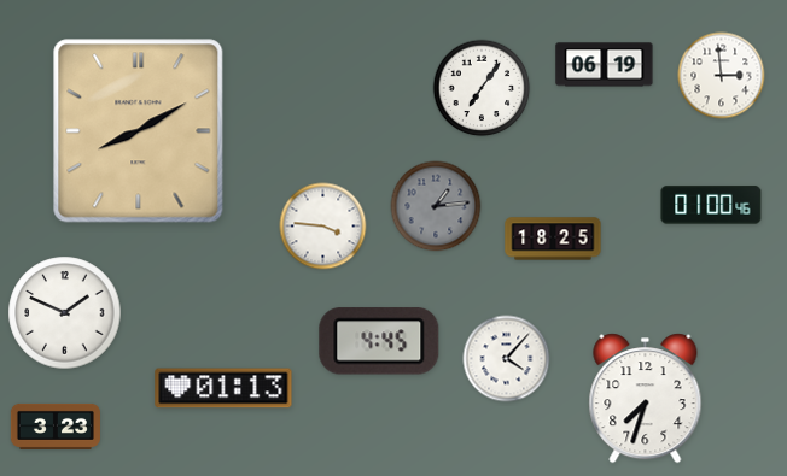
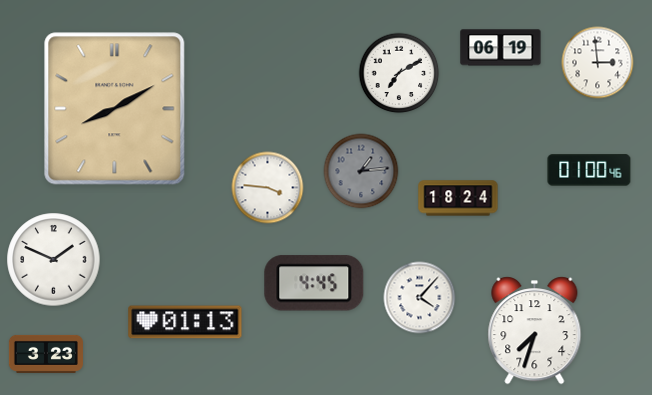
clock at (605, 65) position: (605, 65) -> (501, 48)
clock at (482, 88): 7:06 -> 7:10
clock at (553, 239): 18:25 -> 18:24
